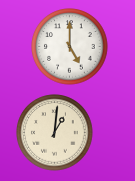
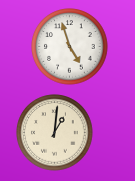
clock at (70, 47): 5:00 -> 4:57
